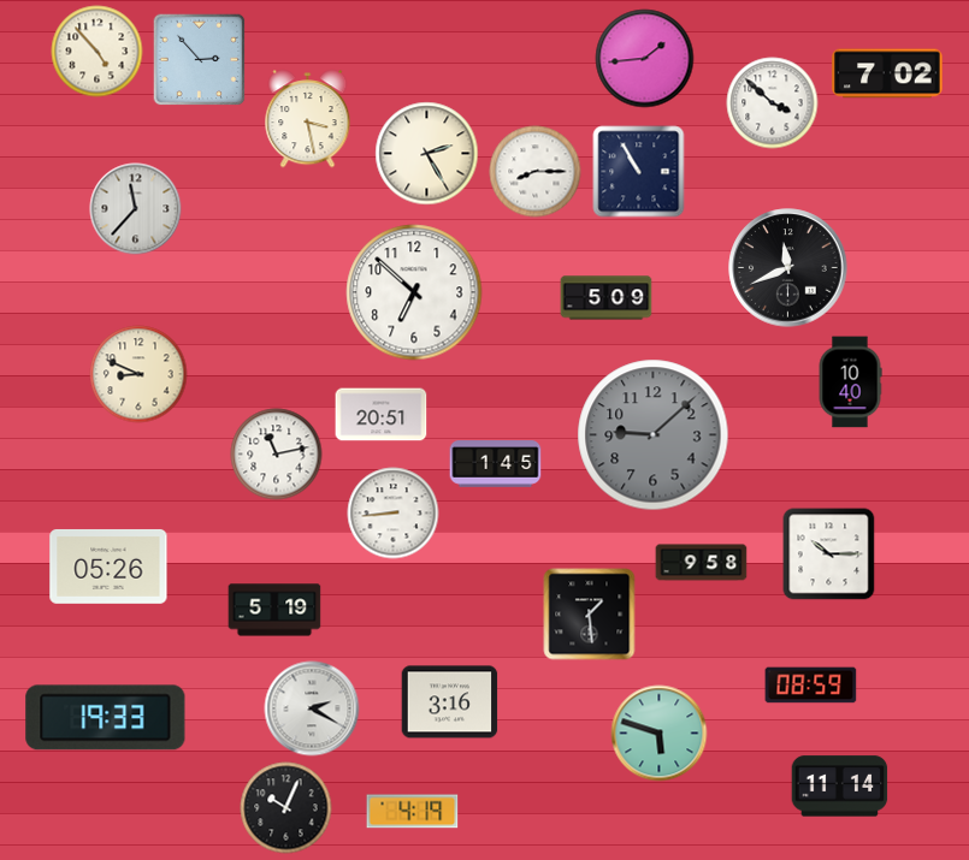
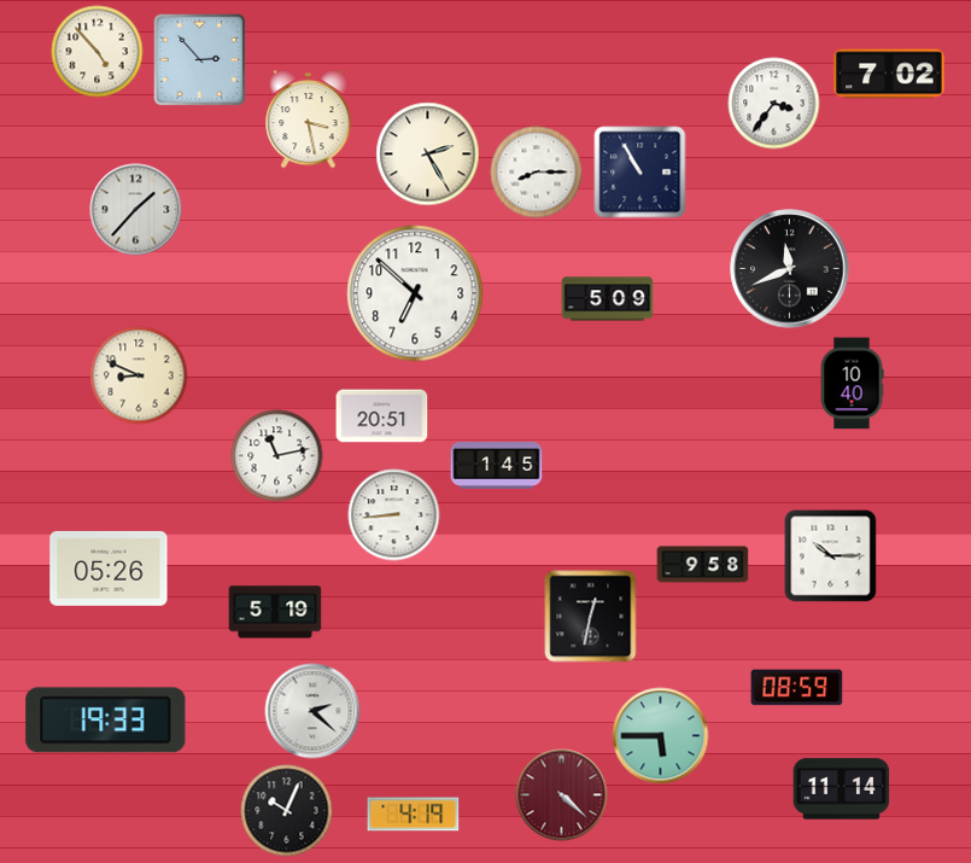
clock at (645, 59): 1:44 -> none
clock at (773, 103): 3:52 -> 3:36
clock at (136, 209): 11:37 -> 1:37
clock at (654, 435): 9:08 -> none
clock at (590, 615): 1:29 -> 12:32
clock at (811, 686) position: (811, 686) -> (797, 688)
clock at (450, 702): 3:16 -> none
clock at (312, 708): 2:20 -> 2:22
clock at (660, 734): 5:48 -> 5:45
clock at (562, 795): none -> 4:22
